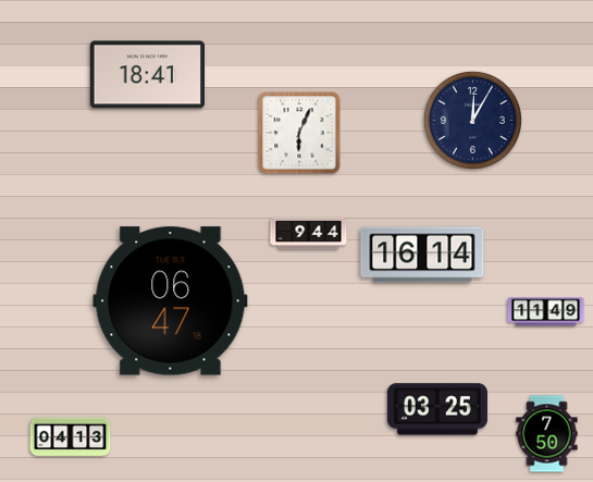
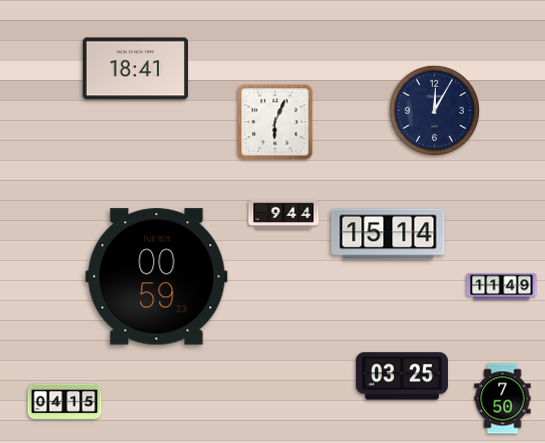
clock at (422, 255): 16:14 -> 15:14
clock at (171, 301): 06:47 -> 00:59
clock at (71, 437): 04:13 -> 04:15
